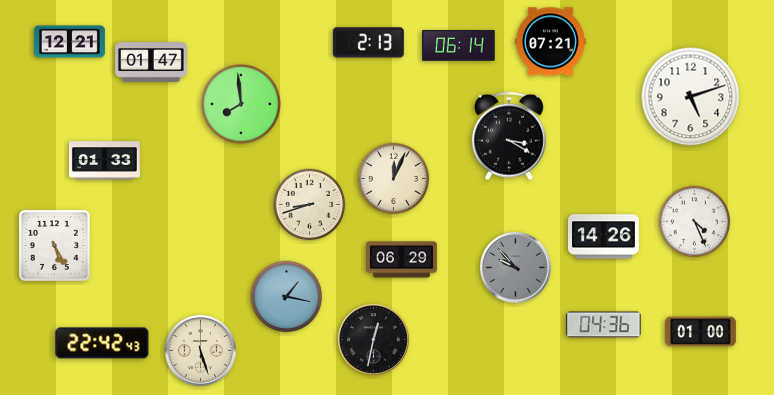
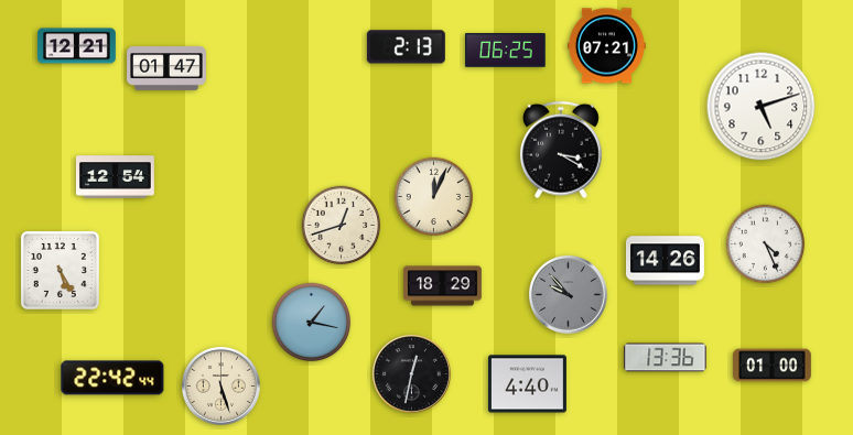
clock at (459, 46): 06:14 -> 06:25
clock at (241, 104): 7:59 -> none
clock at (105, 161): 01:33 -> 12:54
clock at (310, 205): 8:42 -> 12:42
clock at (402, 260): 06:29 -> 18:29
clock at (287, 297) position: (287, 297) -> (312, 323)
clock at (604, 325): 04:36 -> 13:36
clock at (102, 343): 22:42:43 -> 22:42:44
clock at (527, 384): none -> 4:40
